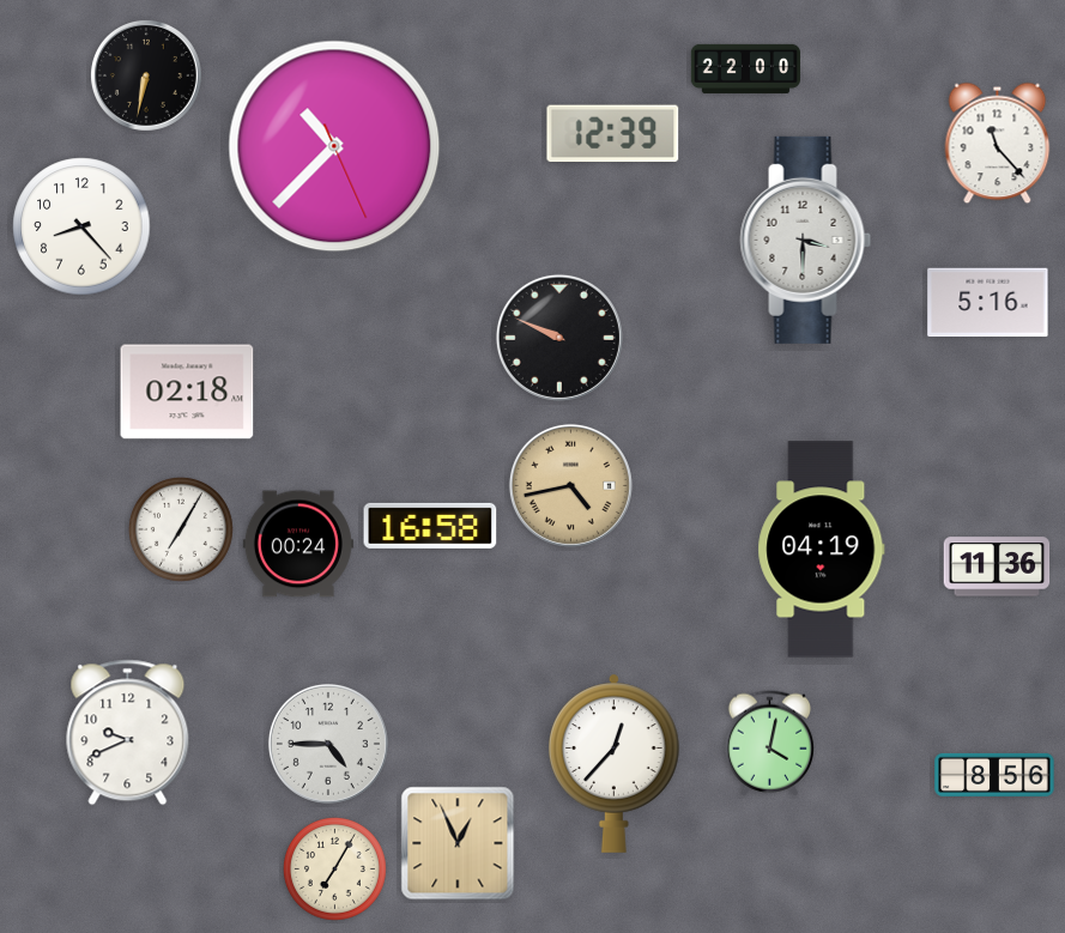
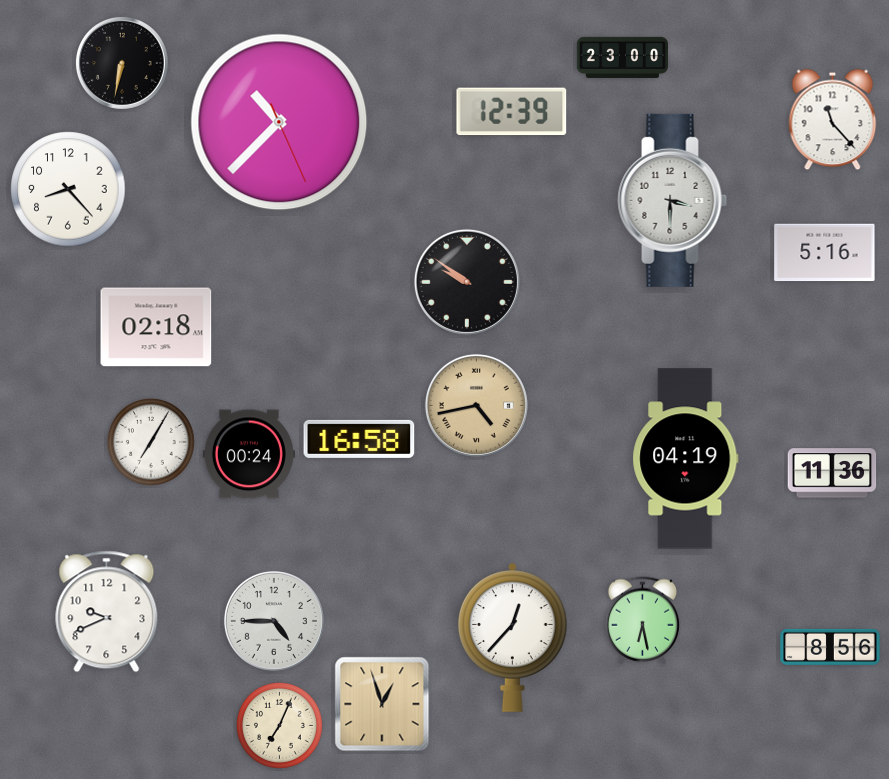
clock at (745, 68): 22:00 -> 23:00
clock at (559, 338): 9:49 -> 9:51
clock at (769, 744): 4:02 -> 6:28
clock at (458, 843): 12:56 -> 12:57
clock at (334, 868): 7:05 -> 7:04
